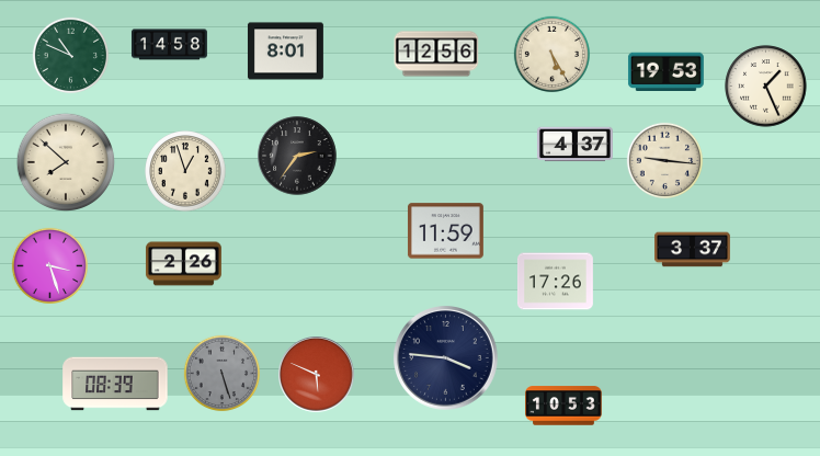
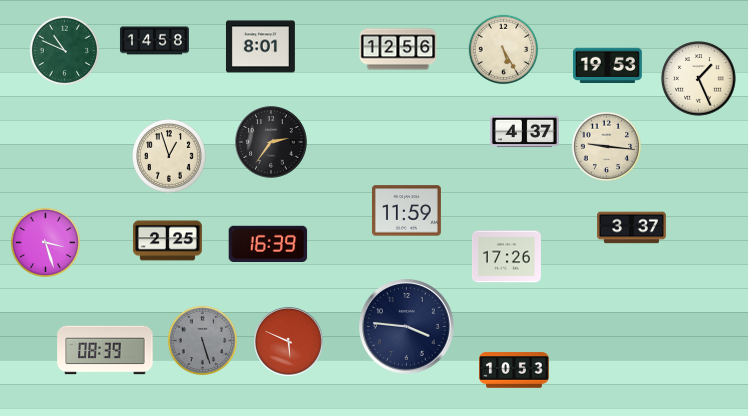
clock at (66, 162): 7:52 -> none
clock at (183, 264): 2:26 -> 2:25
clock at (268, 243): none -> 16:39
